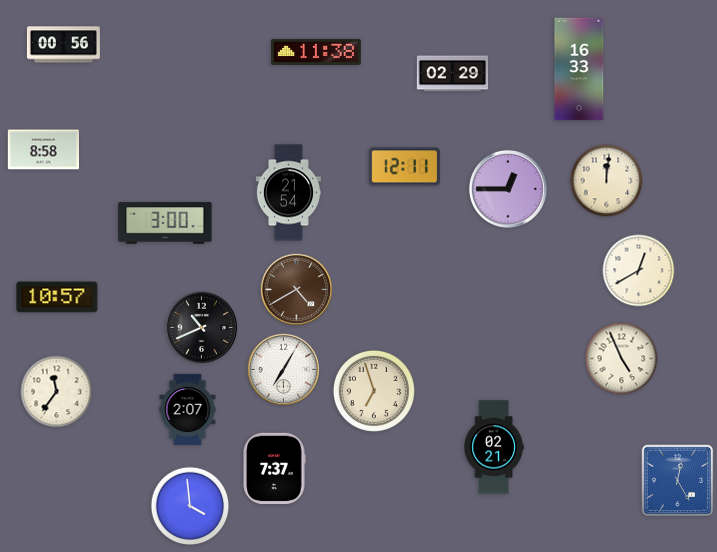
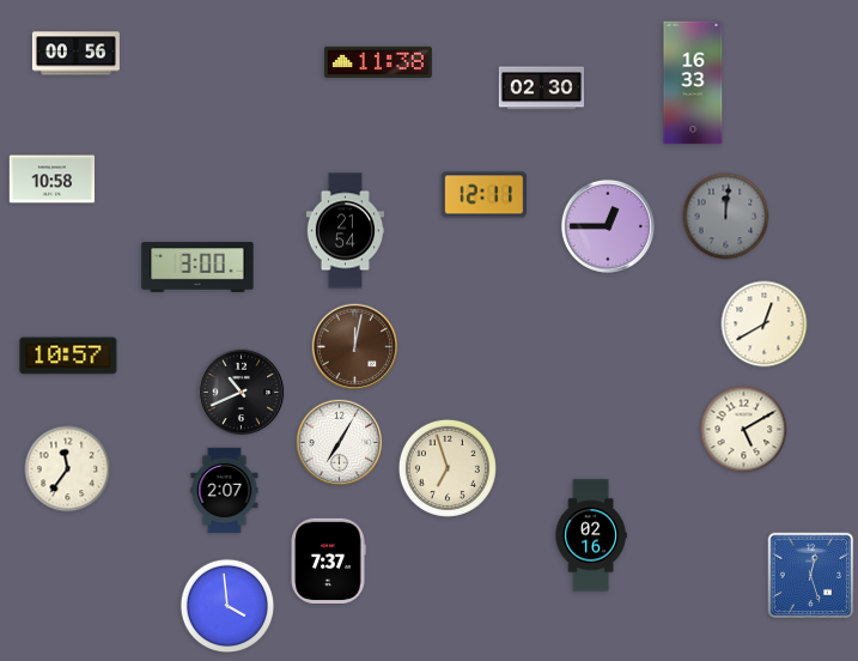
clock at (453, 74): 02:29 -> 02:30
clock at (43, 150): 8:58 -> 10:58
clock at (404, 167) position: (404, 167) -> (483, 195)
clock at (607, 181) dial: cream -> grey
clock at (297, 290): 4:40 -> 12:02
clock at (622, 359): 4:56 -> 5:10
clock at (494, 447): 02:21 -> 02:16
clock at (678, 481): 12:25 -> 12:27
